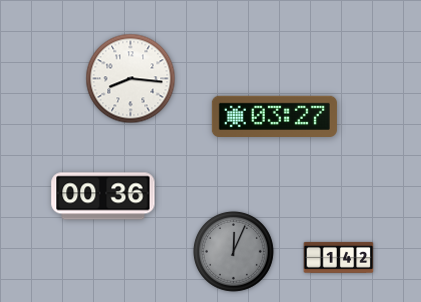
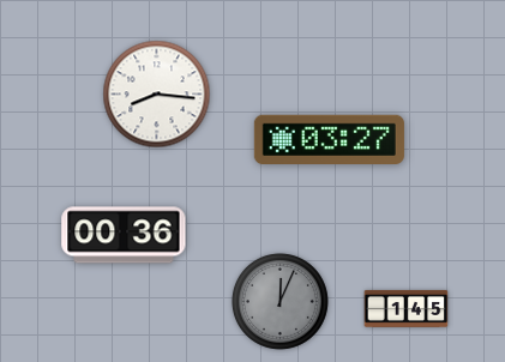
clock at (339, 257): 1:42 -> 1:45
